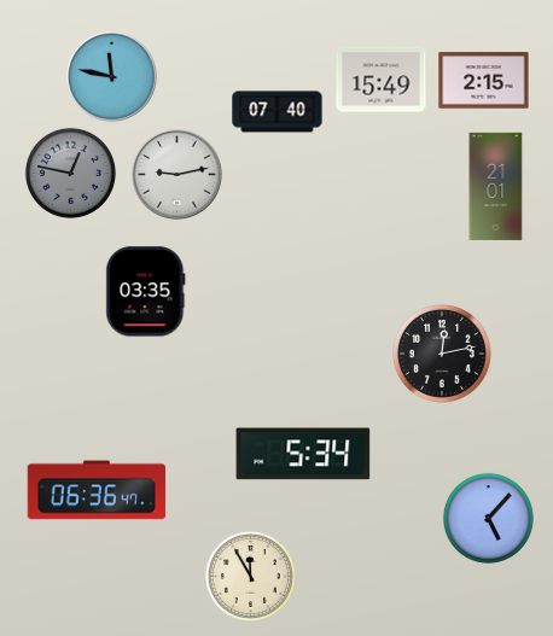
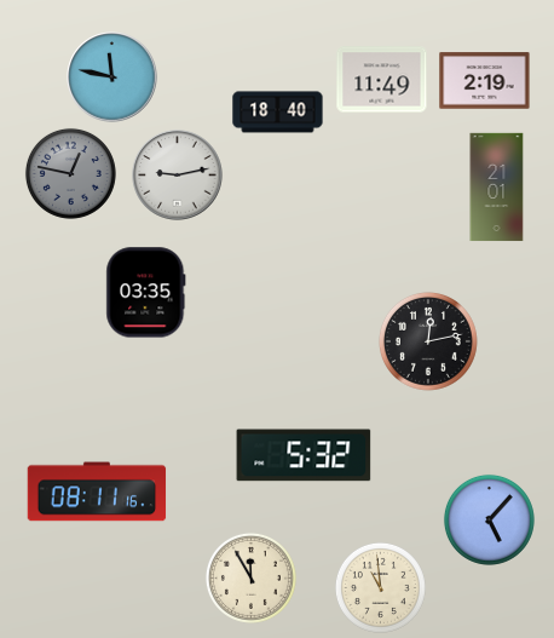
clock at (382, 80): 15:49 -> 11:49
clock at (484, 81): 2:15 -> 2:19
clock at (278, 112): 07:40 -> 18:40
clock at (442, 354) position: (442, 354) -> (428, 341)
clock at (303, 454): 5:34 -> 5:32
clock at (97, 490): 06:36 -> 08:11
clock at (380, 587): none -> 10:59
